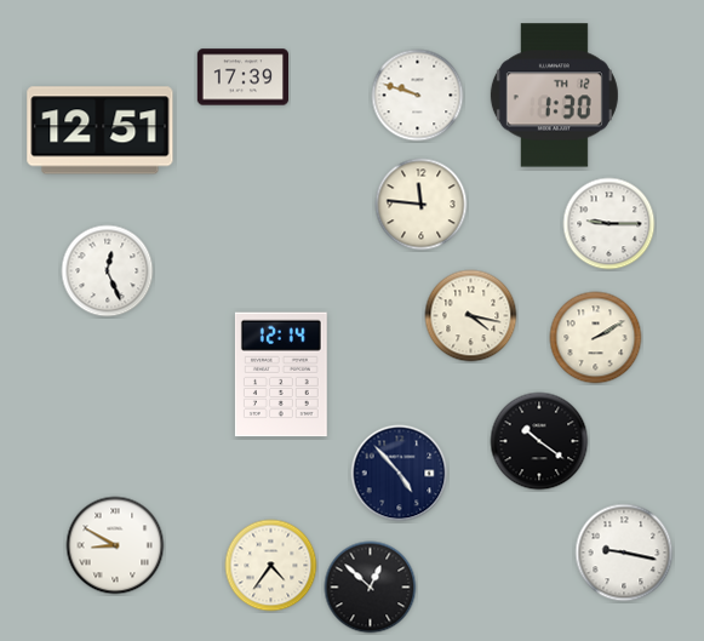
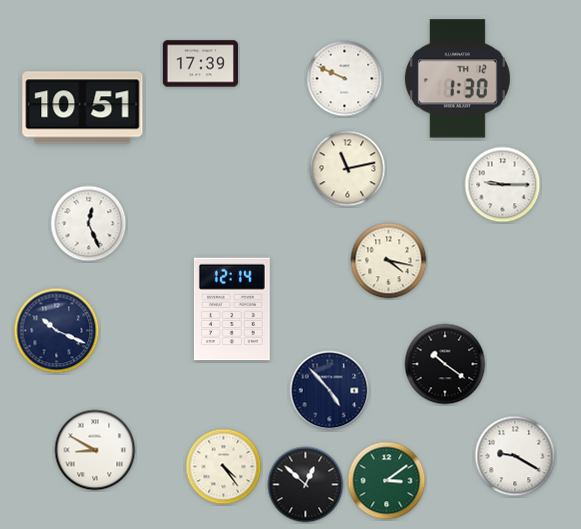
clock at (418, 96): 9:48 -> 9:49
clock at (101, 131): 12:51 -> 10:51
clock at (422, 205): 11:46 -> 11:13
clock at (596, 338): 2:10 -> none
clock at (57, 331): none -> 10:19
clock at (624, 553): 9:17 -> 9:20
clock at (271, 566): 4:36 -> 4:24
clock at (387, 481): none -> 3:09
